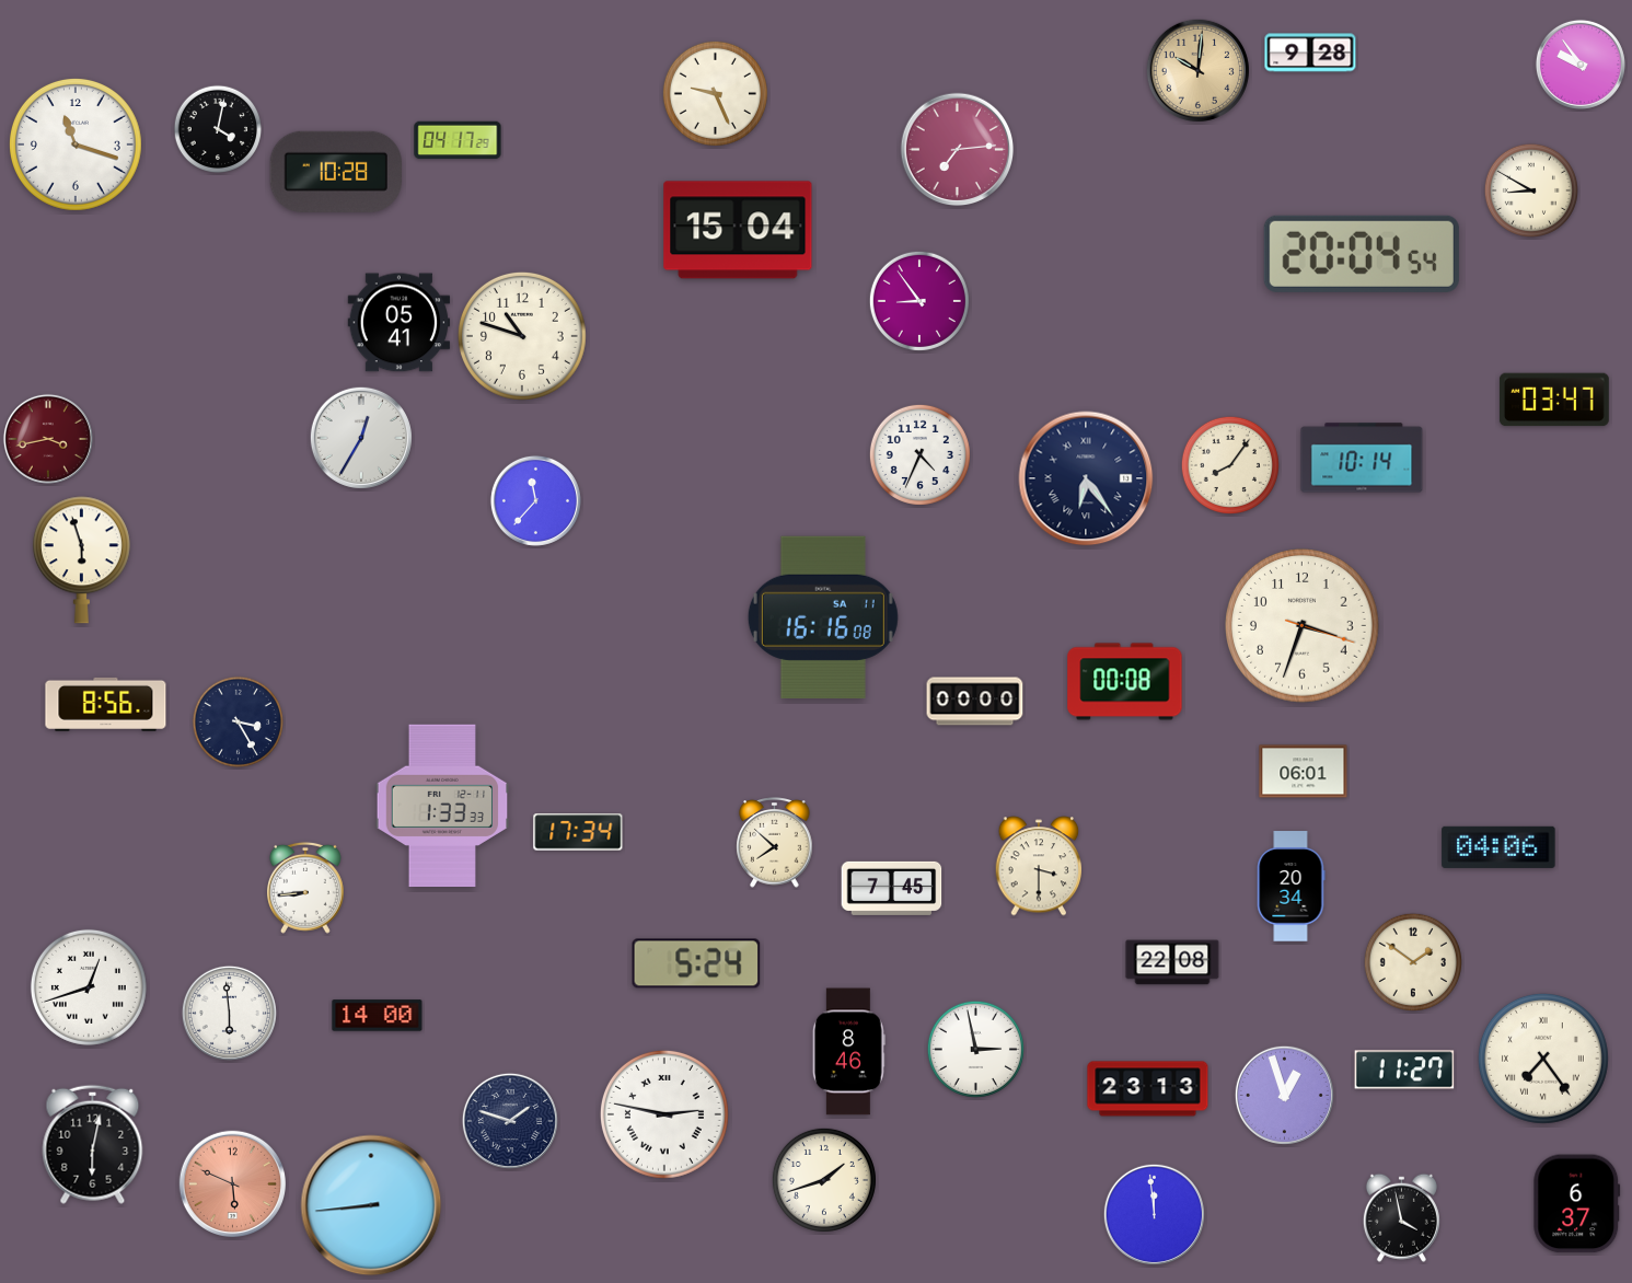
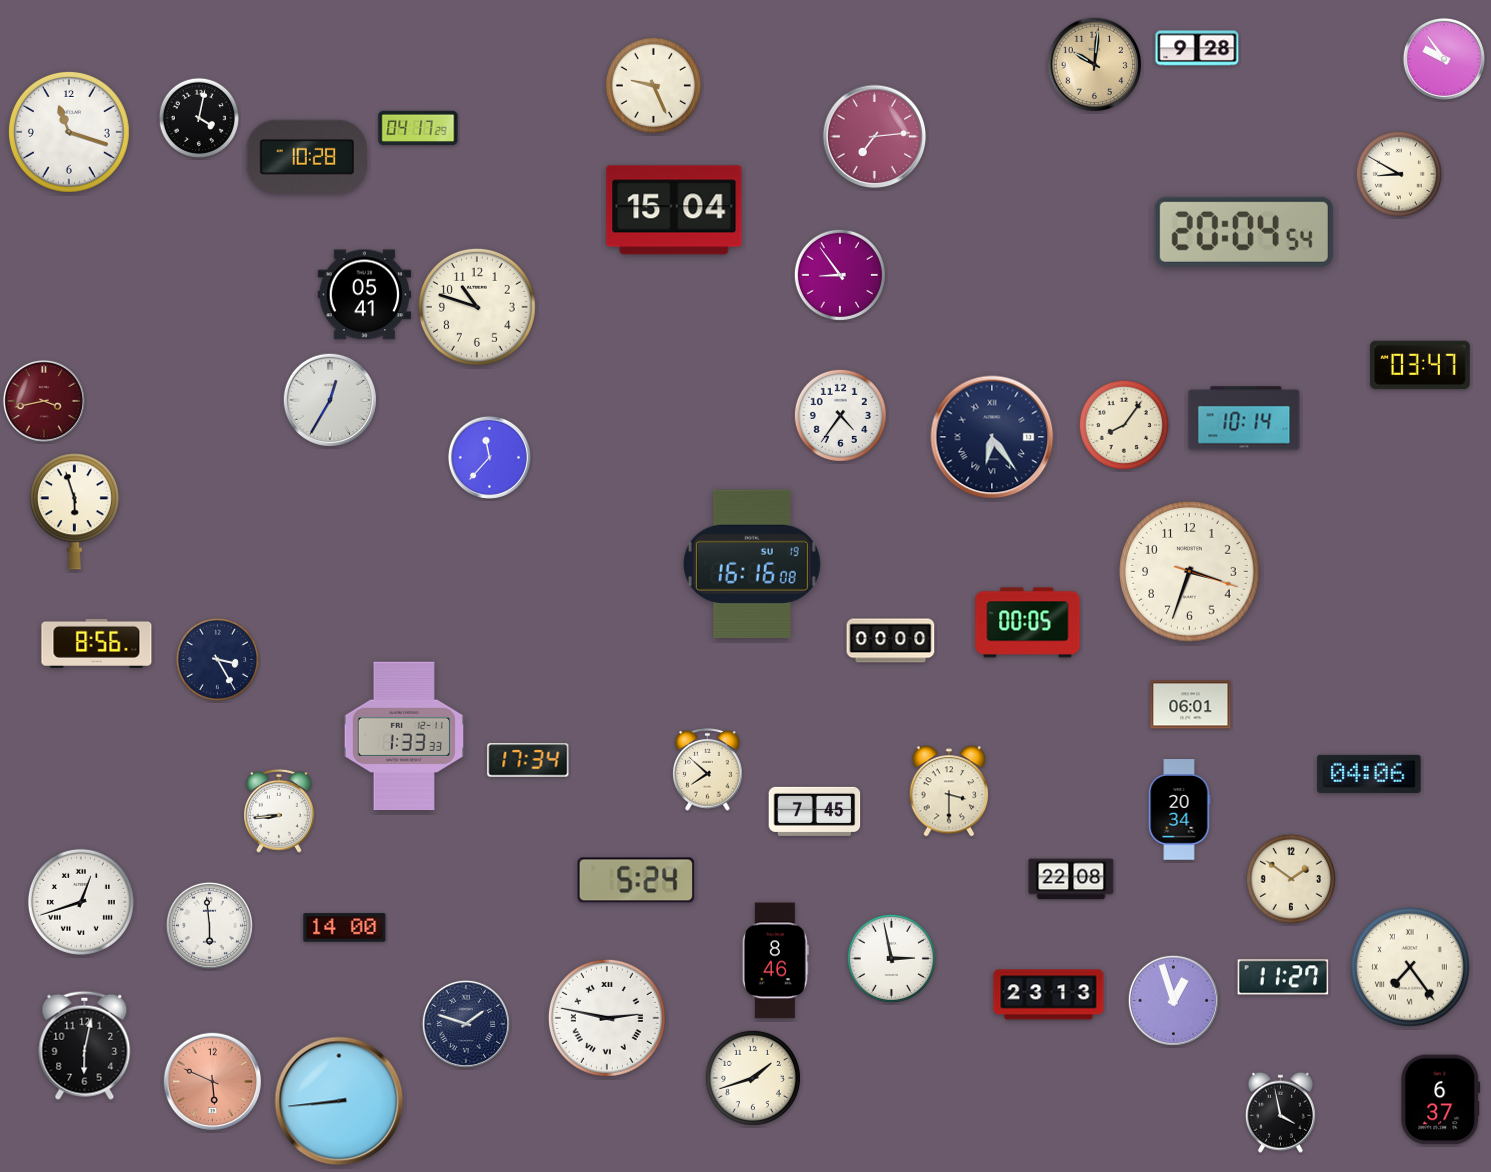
clock at (919, 454): 4:34 -> 4:36
clock at (823, 617) date: SA 11 -> SU 19
clock at (1125, 682): 00:08 -> 00:05
clock at (1154, 1214): 11:59 -> none
